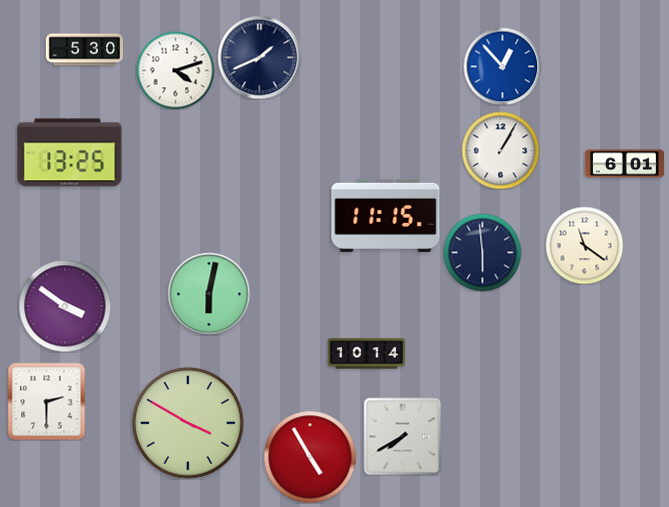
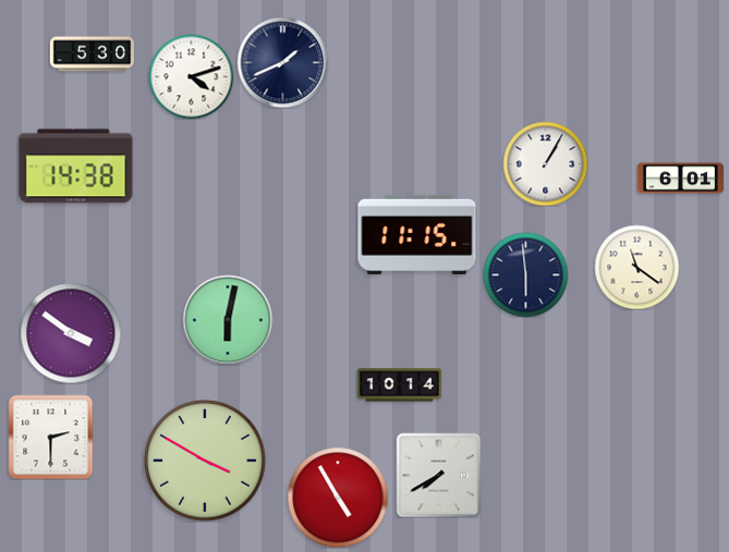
clock at (502, 66): 12:53 -> none
clock at (70, 153): 13:25 -> 14:38
clock at (386, 215) position: (386, 215) -> (417, 234)
